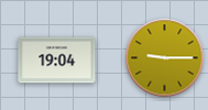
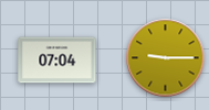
clock at (57, 61): 19:04 -> 07:04
